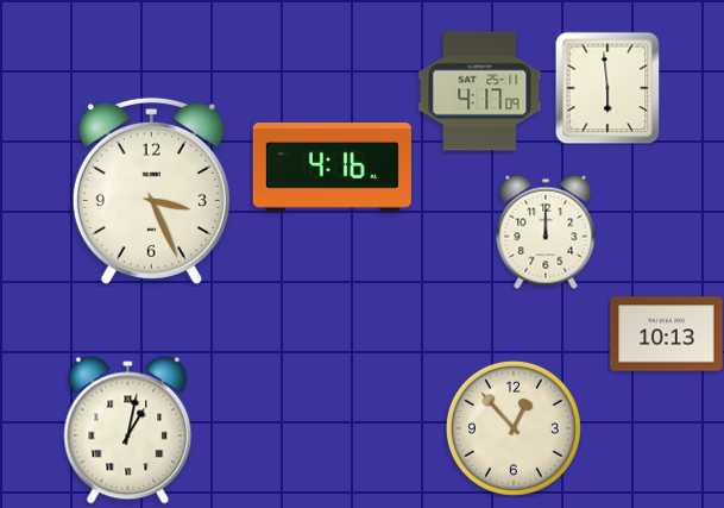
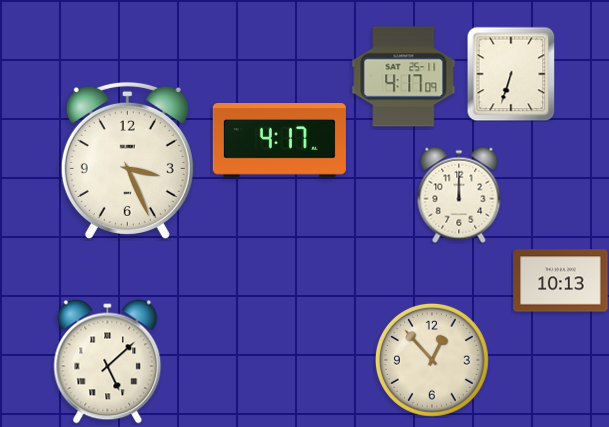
clock at (607, 88): 5:59 -> 6:33
clock at (332, 168): 4:16 -> 4:17
clock at (128, 431): 1:02 -> 5:08
